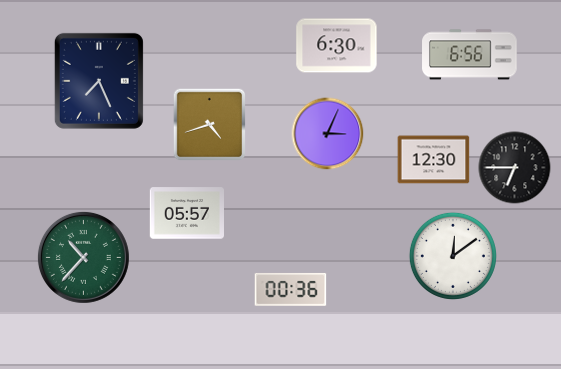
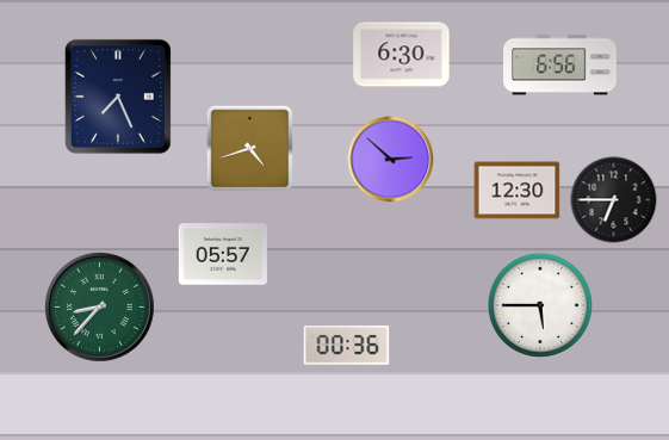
clock at (328, 134): 3:04 -> 2:52
clock at (453, 256): 12:09 -> 5:45
clock at (83, 257): 10:37 -> 8:37
